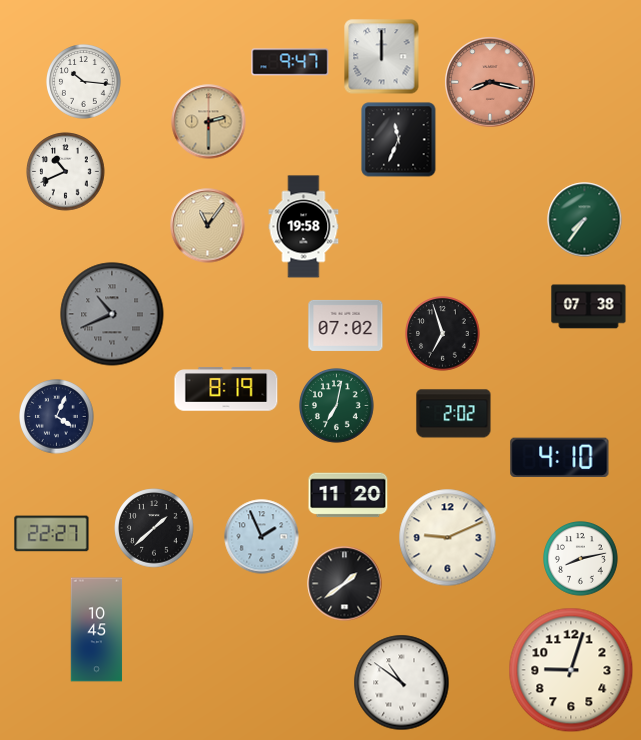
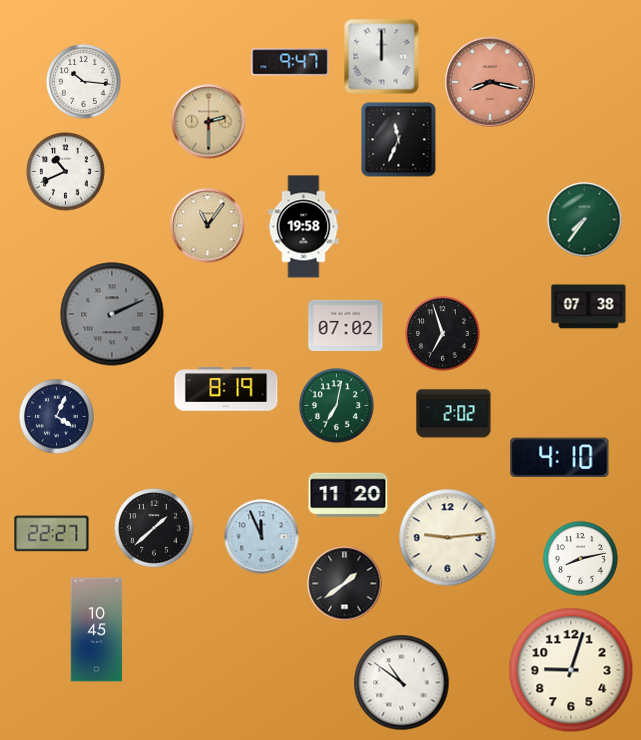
clock at (112, 314): 10:41 -> 2:11
clock at (262, 537): 1:56 -> 11:56
clock at (448, 538): 9:11 -> 9:14
